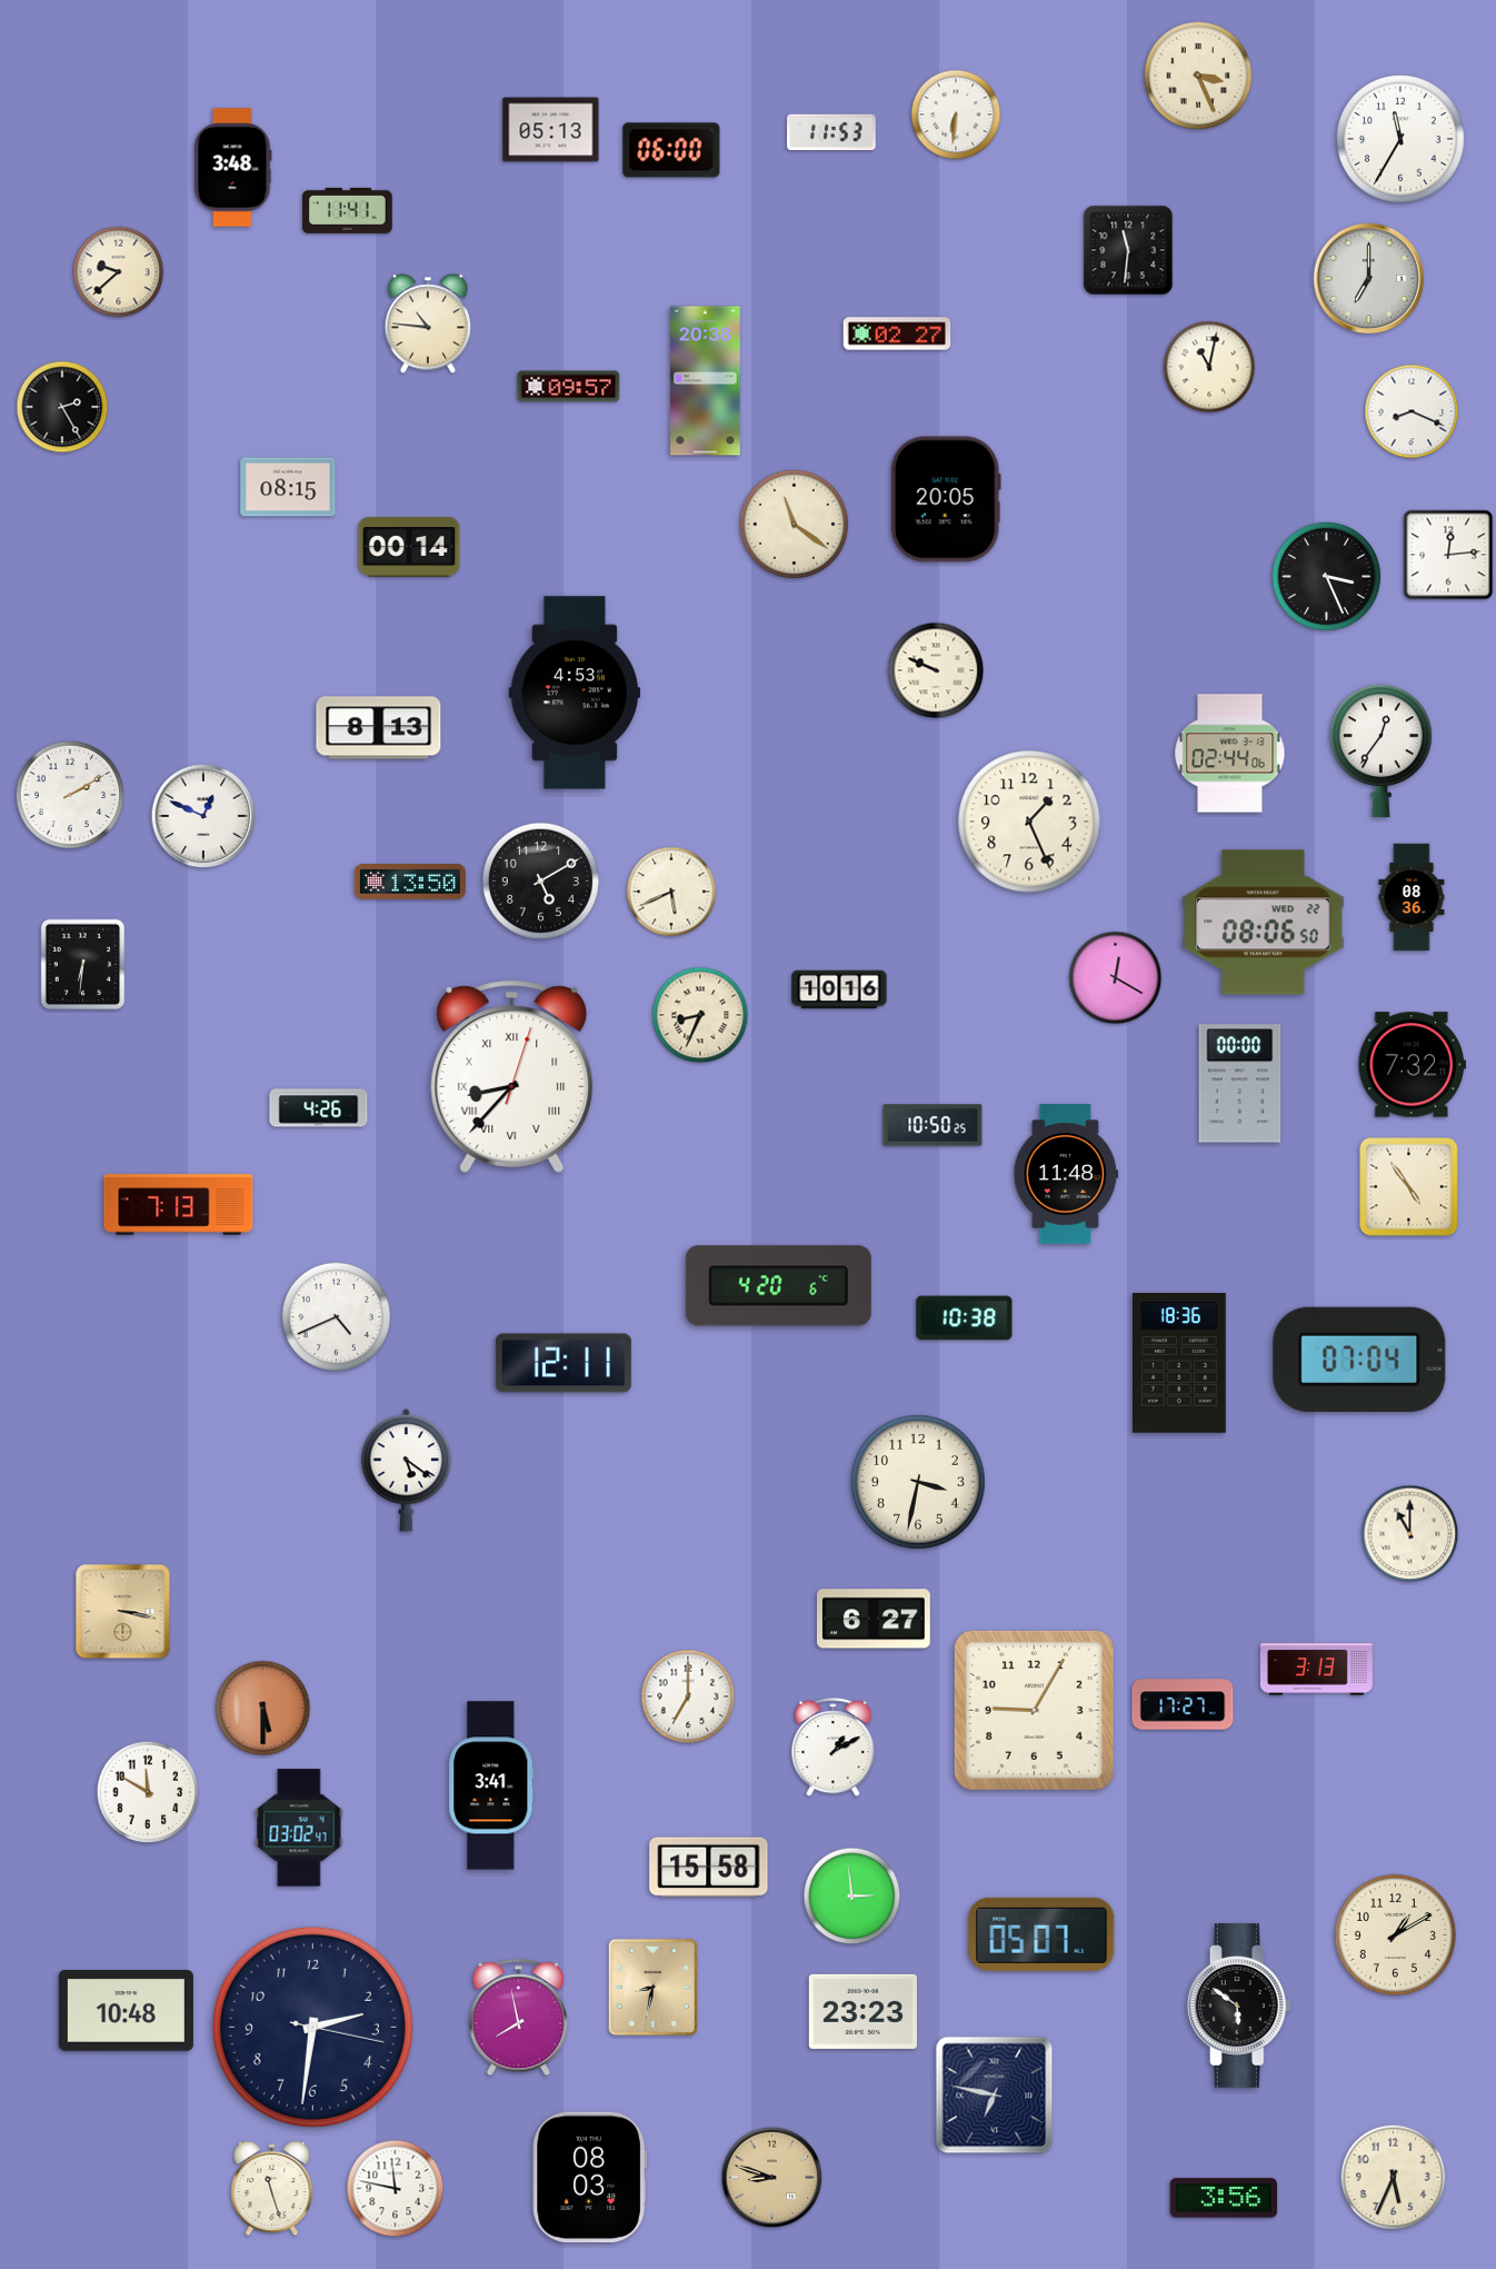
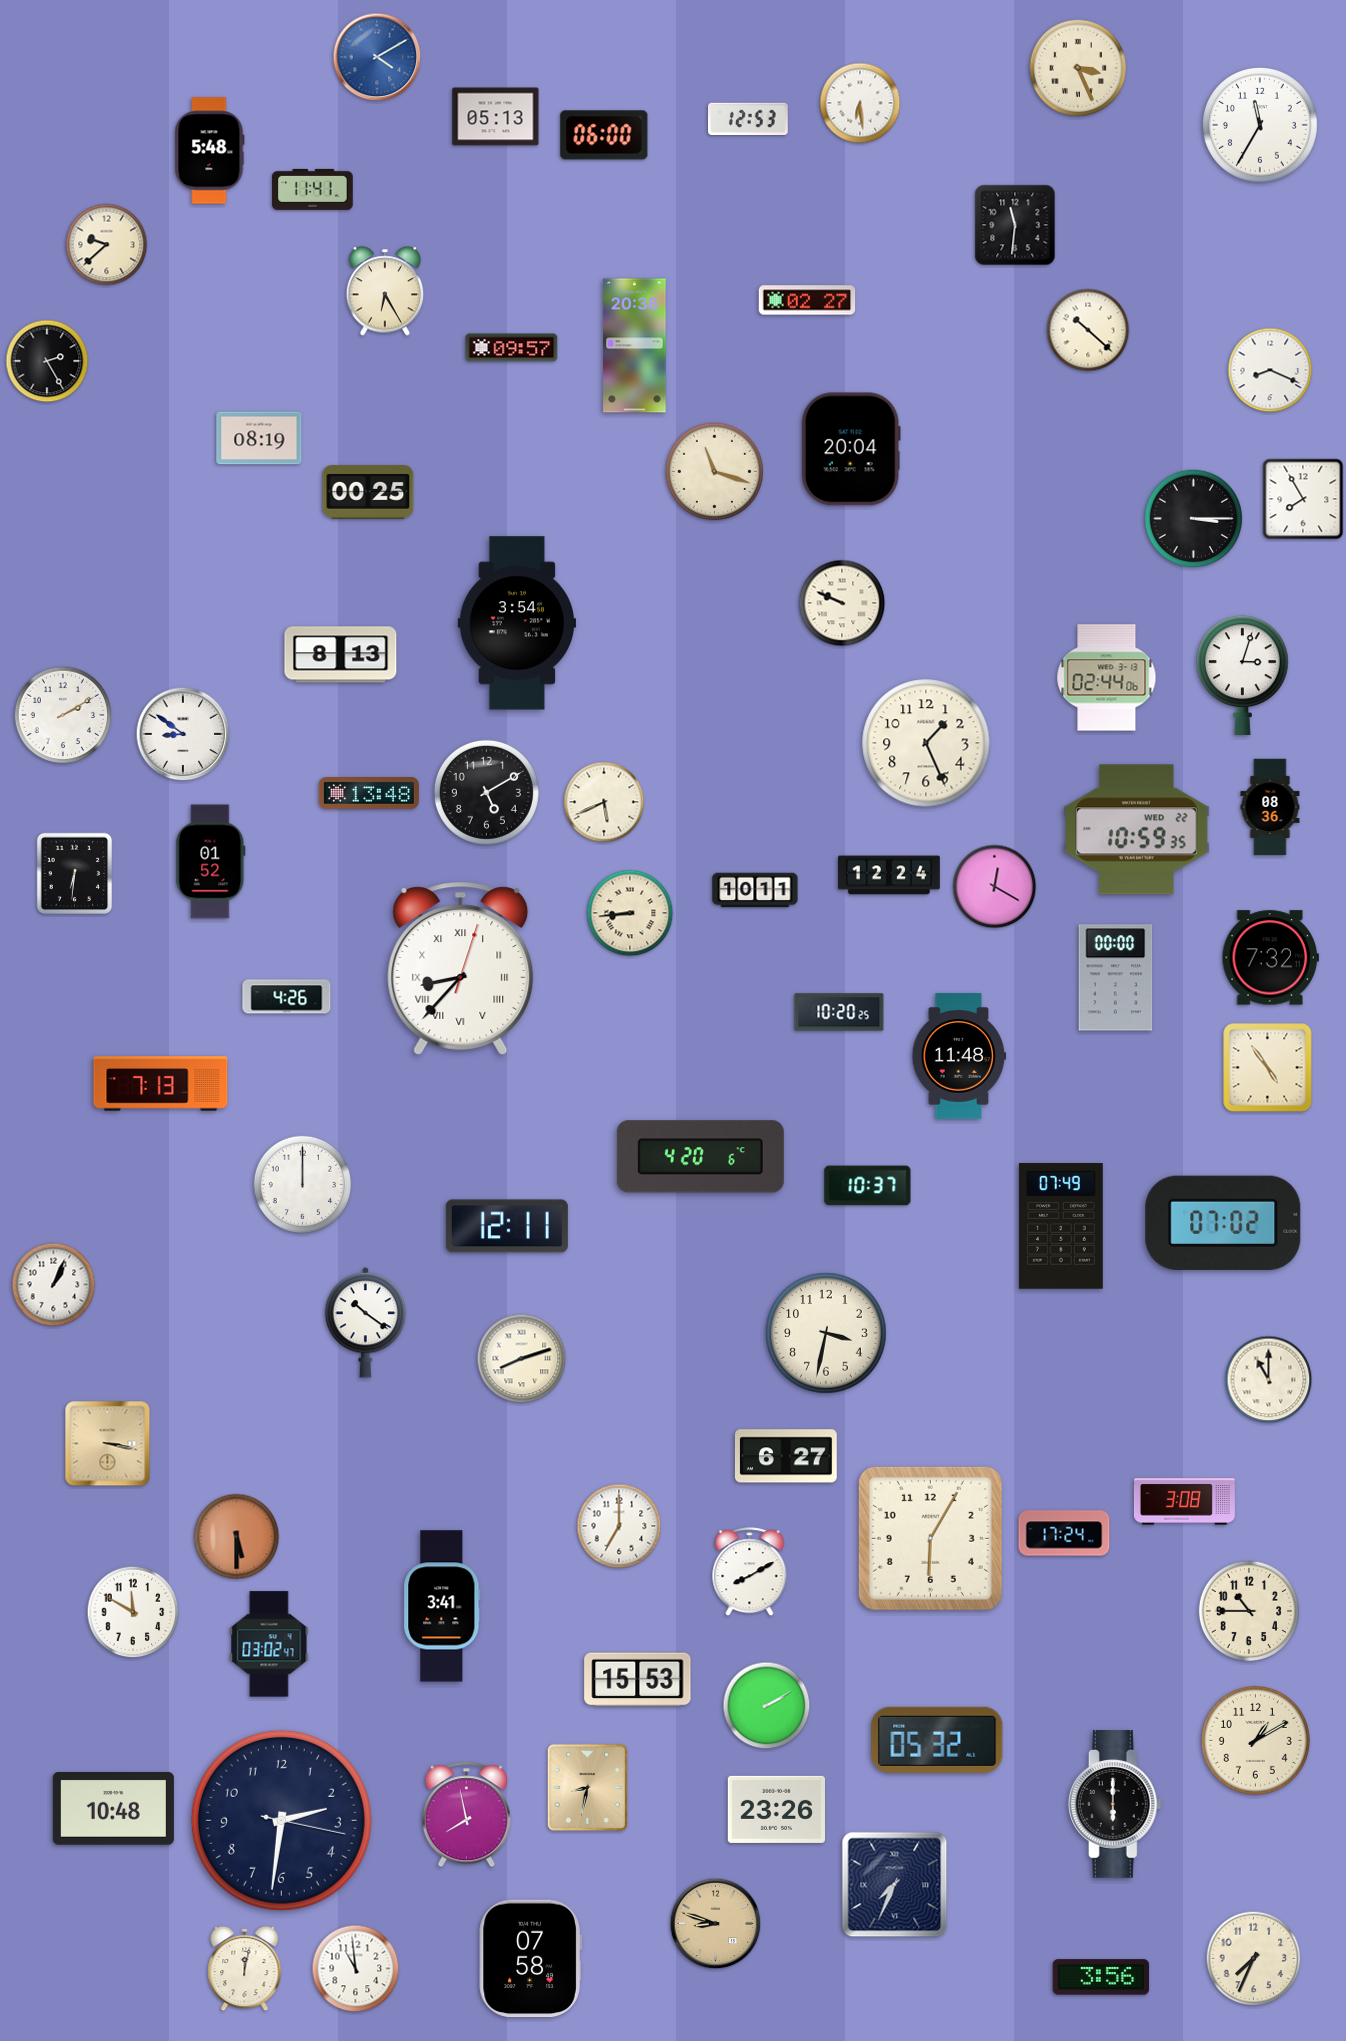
clock at (377, 57): none -> 4:10
clock at (956, 115): 6:31 -> 6:29
clock at (832, 132): 11:53 -> 12:53
clock at (233, 168): 3:48 -> 5:48
clock at (1369, 279): 7:00 -> none
clock at (428, 324): 10:46 -> 6:25
clock at (1209, 367): 11:02 -> 10:22
clock at (706, 381) position: (706, 381) -> (635, 346)
clock at (62, 407) position: (62, 407) -> (47, 361)
clock at (288, 487): 08:15 -> 08:19
clock at (946, 499): 20:05 -> 20:04
clock at (795, 525): 11:21 -> 11:18
clock at (409, 547): 00:14 -> 00:25
clock at (1448, 555): 12:14 -> 7:55
clock at (1327, 577): 3:26 -> 3:15
clock at (574, 693): 4:53 -> 3:54
clock at (1382, 750): 12:36 -> 3:03
clock at (203, 816): 12:49 -> 8:51
clock at (1029, 822) position: (1029, 822) -> (926, 743)
clock at (410, 883): 13:50 -> 13:48
clock at (1263, 923): 08:06 -> 10:59
clock at (211, 862): none -> 01:52
clock at (83, 965) position: (83, 965) -> (75, 874)
clock at (890, 875): none -> 12:24
clock at (1116, 978) position: (1116, 978) -> (995, 887)
clock at (839, 989): 10:16 -> 10:11
clock at (700, 1015): 8:34 -> 8:44
clock at (1240, 1084) position: (1240, 1084) -> (1116, 978)
clock at (932, 1125): 10:50 -> 10:20
clock at (337, 1317): 4:41 -> 12:00
clock at (965, 1318): 10:38 -> 10:37
clock at (1359, 1360): 07:04 -> 07:02
clock at (1179, 1363): 18:36 -> 07:49
clock at (54, 1285): none -> 1:04
clock at (407, 1471): 5:21 -> 10:21
clock at (522, 1359): none -> 8:12
clock at (123, 1612) position: (123, 1612) -> (108, 1444)
clock at (1316, 1670): 3:13 -> 3:08
clock at (1183, 1704): 17:27 -> 17:24
clock at (1034, 1710): 9:05 -> 6:05
clock at (834, 1748): 1:10 -> 8:10
clock at (1248, 1610): none -> 10:45
clock at (709, 1868): 15:58 -> 15:53
clock at (852, 1897): 2:59 -> 2:10
clock at (1041, 1934): 05:07 -> 05:32
clock at (1239, 2006): 5:51 -> 6:00
clock at (862, 2011): 23:23 -> 23:26
clock at (312, 2027) position: (312, 2027) -> (281, 1820)
clock at (995, 2096): 6:47 -> 7:34
clock at (589, 2178): 08:03 -> 07:58
clock at (772, 2178) position: (772, 2178) -> (716, 1924)
clock at (1394, 2178): 5:34 -> 7:34
clock at (272, 2189): 11:27 -> 12:02
clock at (396, 2189): 11:47 -> 10:59
